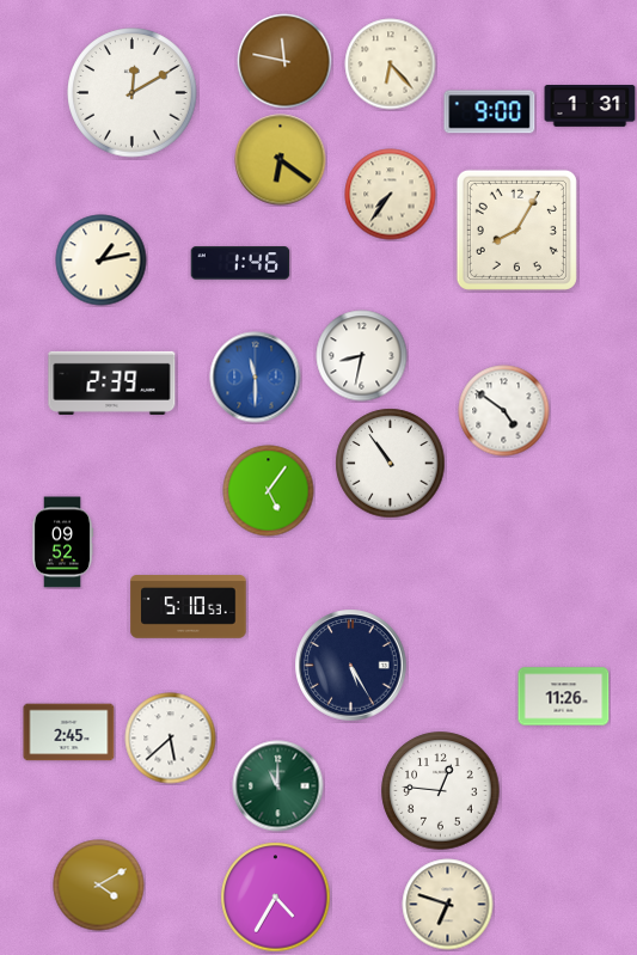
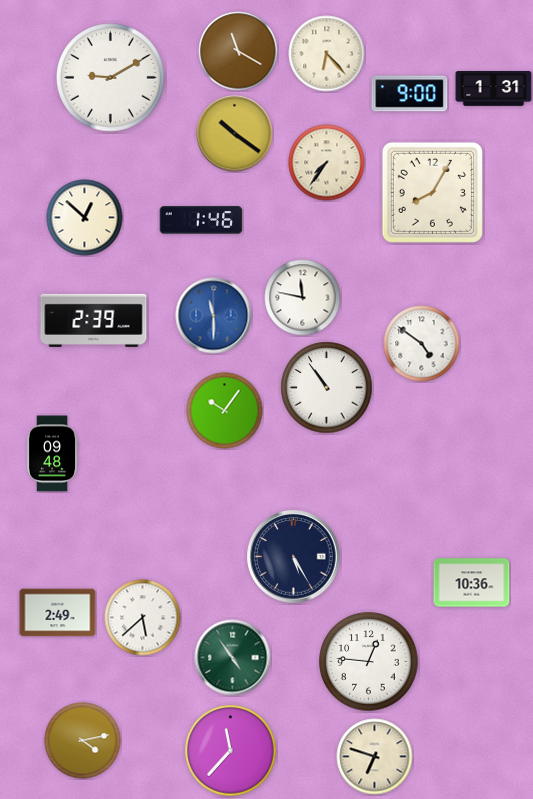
clock at (284, 61): 11:47 -> 11:20
clock at (133, 93): 12:10 -> 9:10
clock at (281, 160): 6:21 -> 10:21
clock at (102, 261): 1:13 -> 12:52
clock at (362, 356): 8:32 -> 11:47
clock at (269, 491): 5:06 -> 10:06
clock at (62, 543): 09:52 -> 09:48
clock at (189, 607): 5:10 -> none
clock at (564, 697): 11:26 -> 10:36
clock at (69, 733): 2:45 -> 2:49
clock at (278, 786): 11:00 -> 4:54
clock at (99, 886): 4:10 -> 4:13
clock at (276, 898): 4:35 -> 11:37
